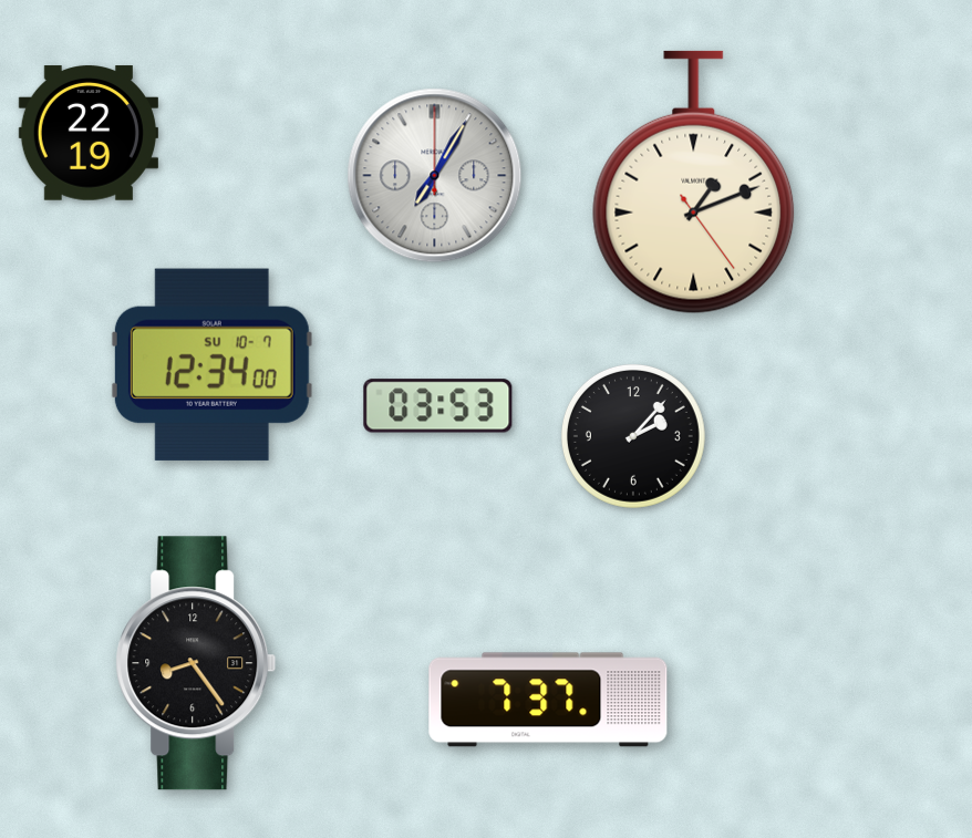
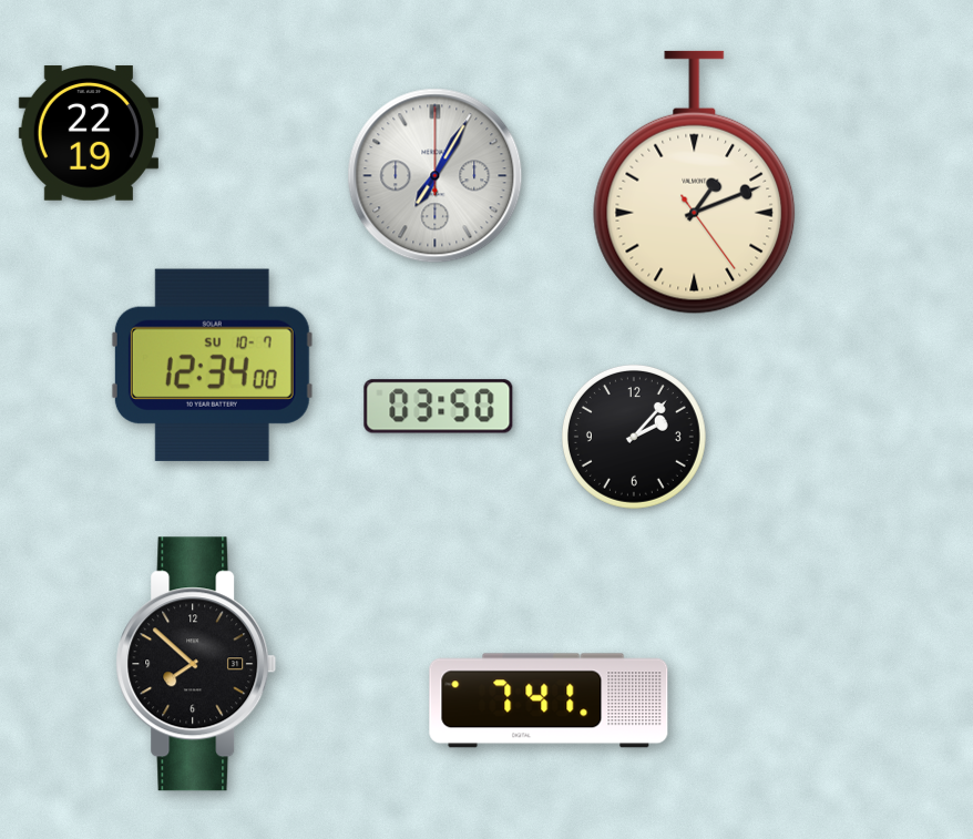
clock at (438, 406): 03:53 -> 03:50
clock at (196, 663): 8:24 -> 7:52
clock at (548, 700): 7:37 -> 7:41
